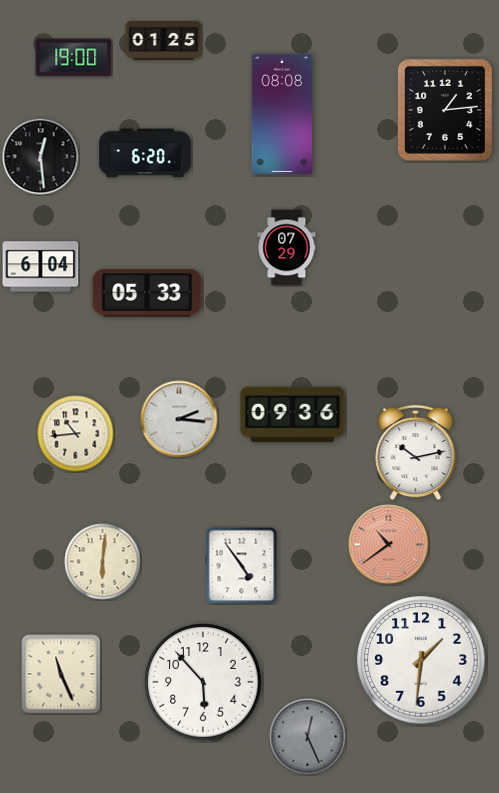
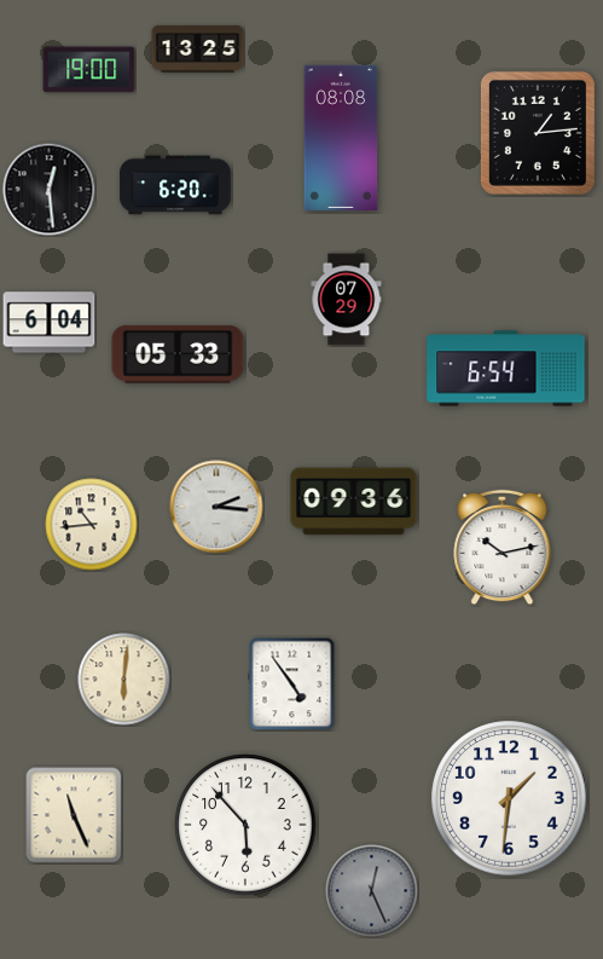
clock at (164, 40): 01:25 -> 13:25
clock at (506, 369): none -> 6:54
clock at (389, 545): 10:39 -> none
